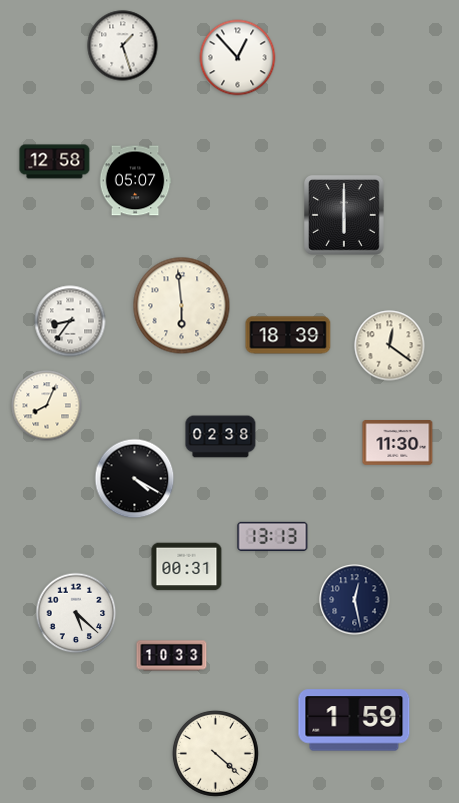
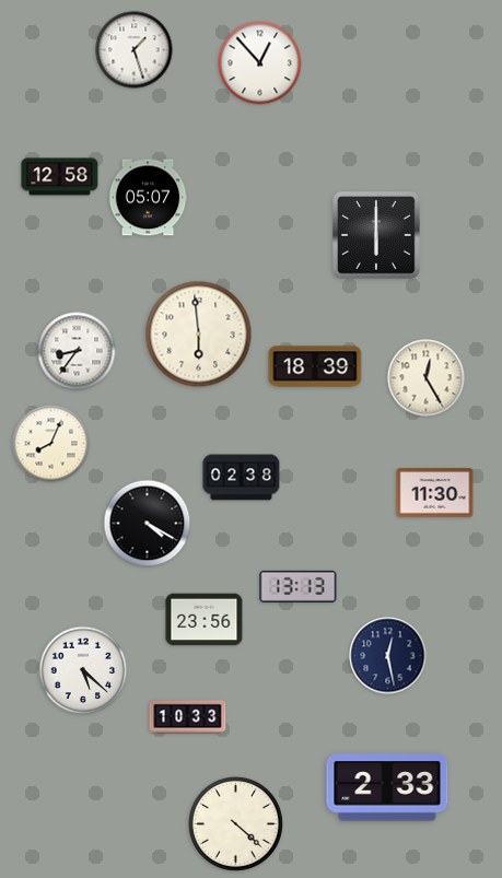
clock at (390, 346): 12:21 -> 12:25
clock at (398, 443) position: (398, 443) -> (435, 493)
clock at (187, 567): 00:31 -> 23:56
clock at (354, 720): 1:59 -> 2:33
